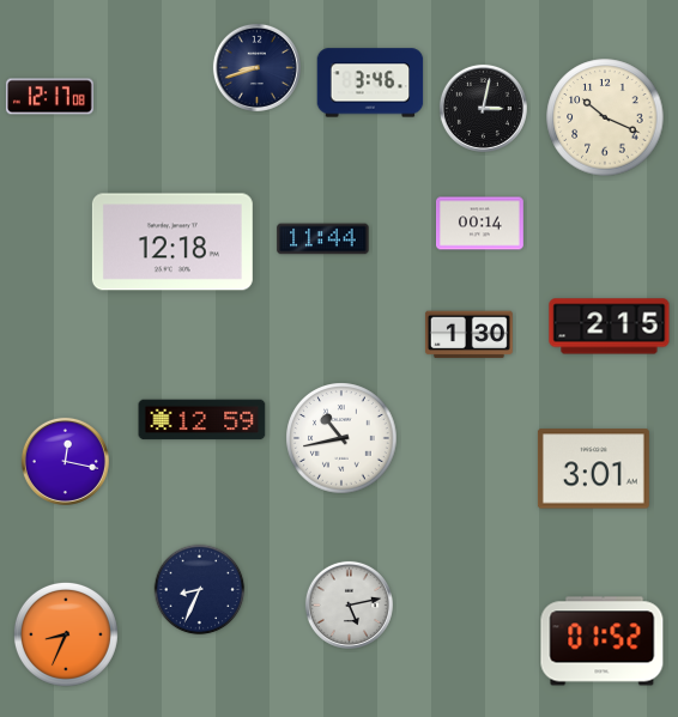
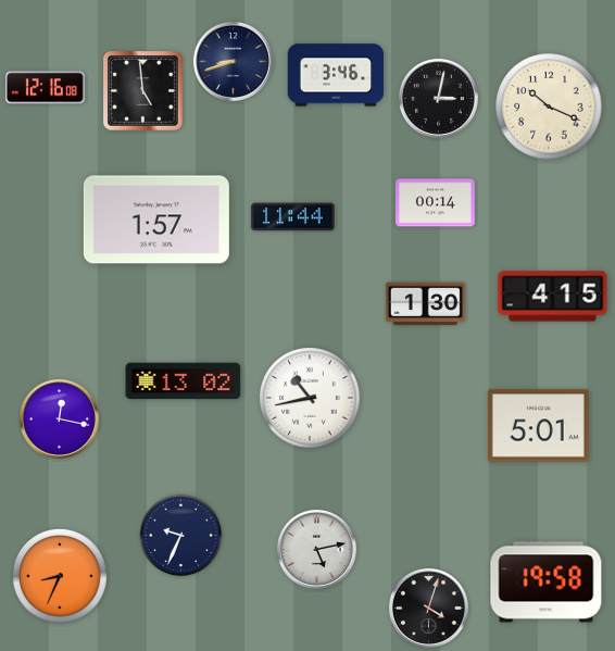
clock at (49, 97): 12:17 -> 12:16
clock at (143, 91): none -> 4:59
clock at (172, 242): 12:18 -> 1:57
clock at (610, 327): 2:15 -> 4:15
clock at (202, 420): 12:59 -> 13:02
clock at (593, 469): 3:01 -> 5:01
clock at (200, 590): 8:34 -> 9:34
clock at (603, 642): 01:52 -> 19:58
clock at (428, 608): none -> 4:03
